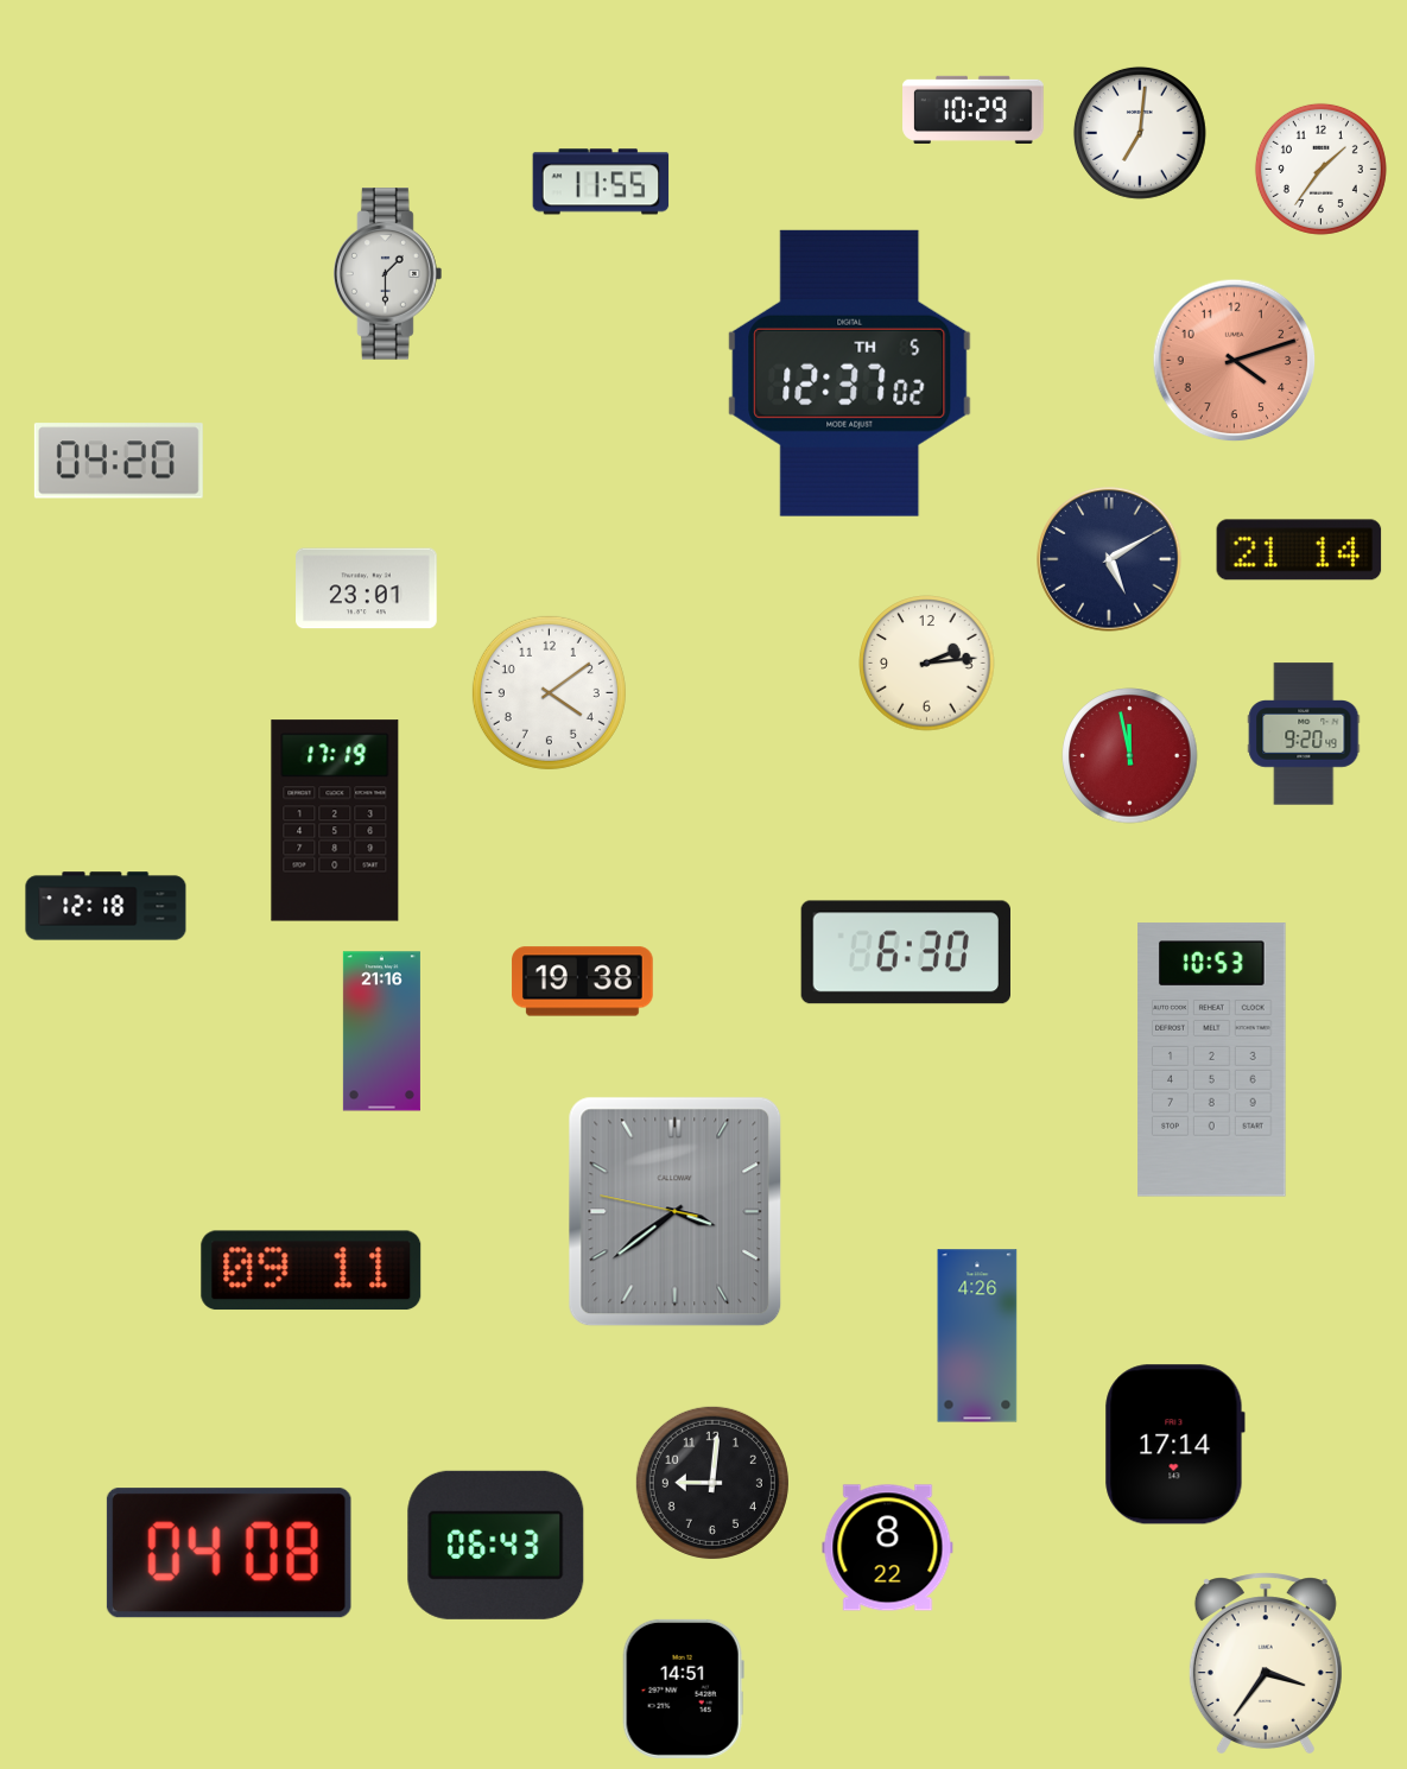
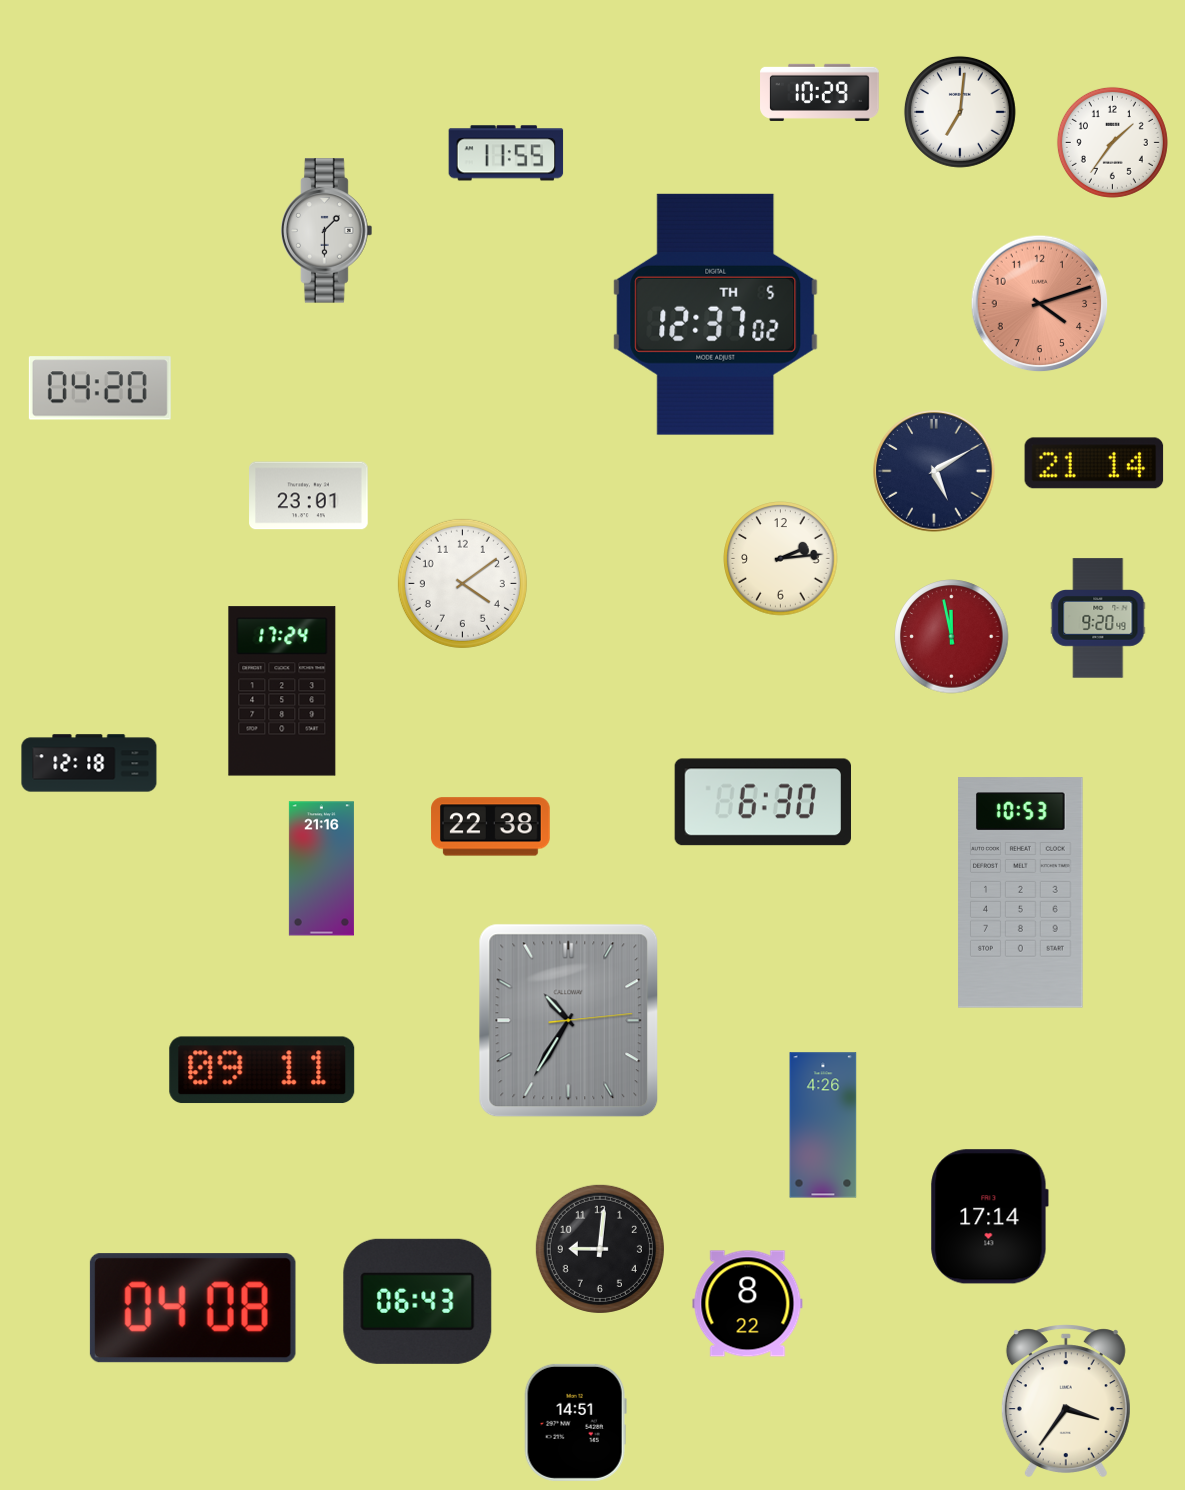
clock at (335, 820): 17:19 -> 17:24
clock at (583, 982): 19:38 -> 22:38
clock at (676, 1212): 3:38 -> 10:35
